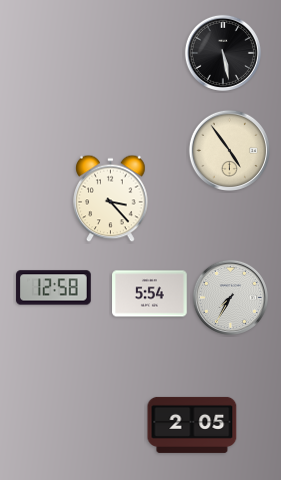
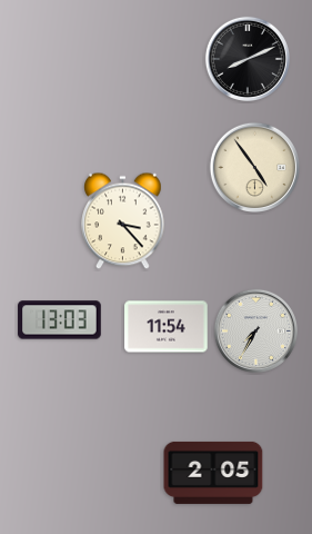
clock at (223, 53): 5:28 -> 8:11
clock at (54, 288): 12:58 -> 13:03
clock at (150, 294): 5:54 -> 11:54
